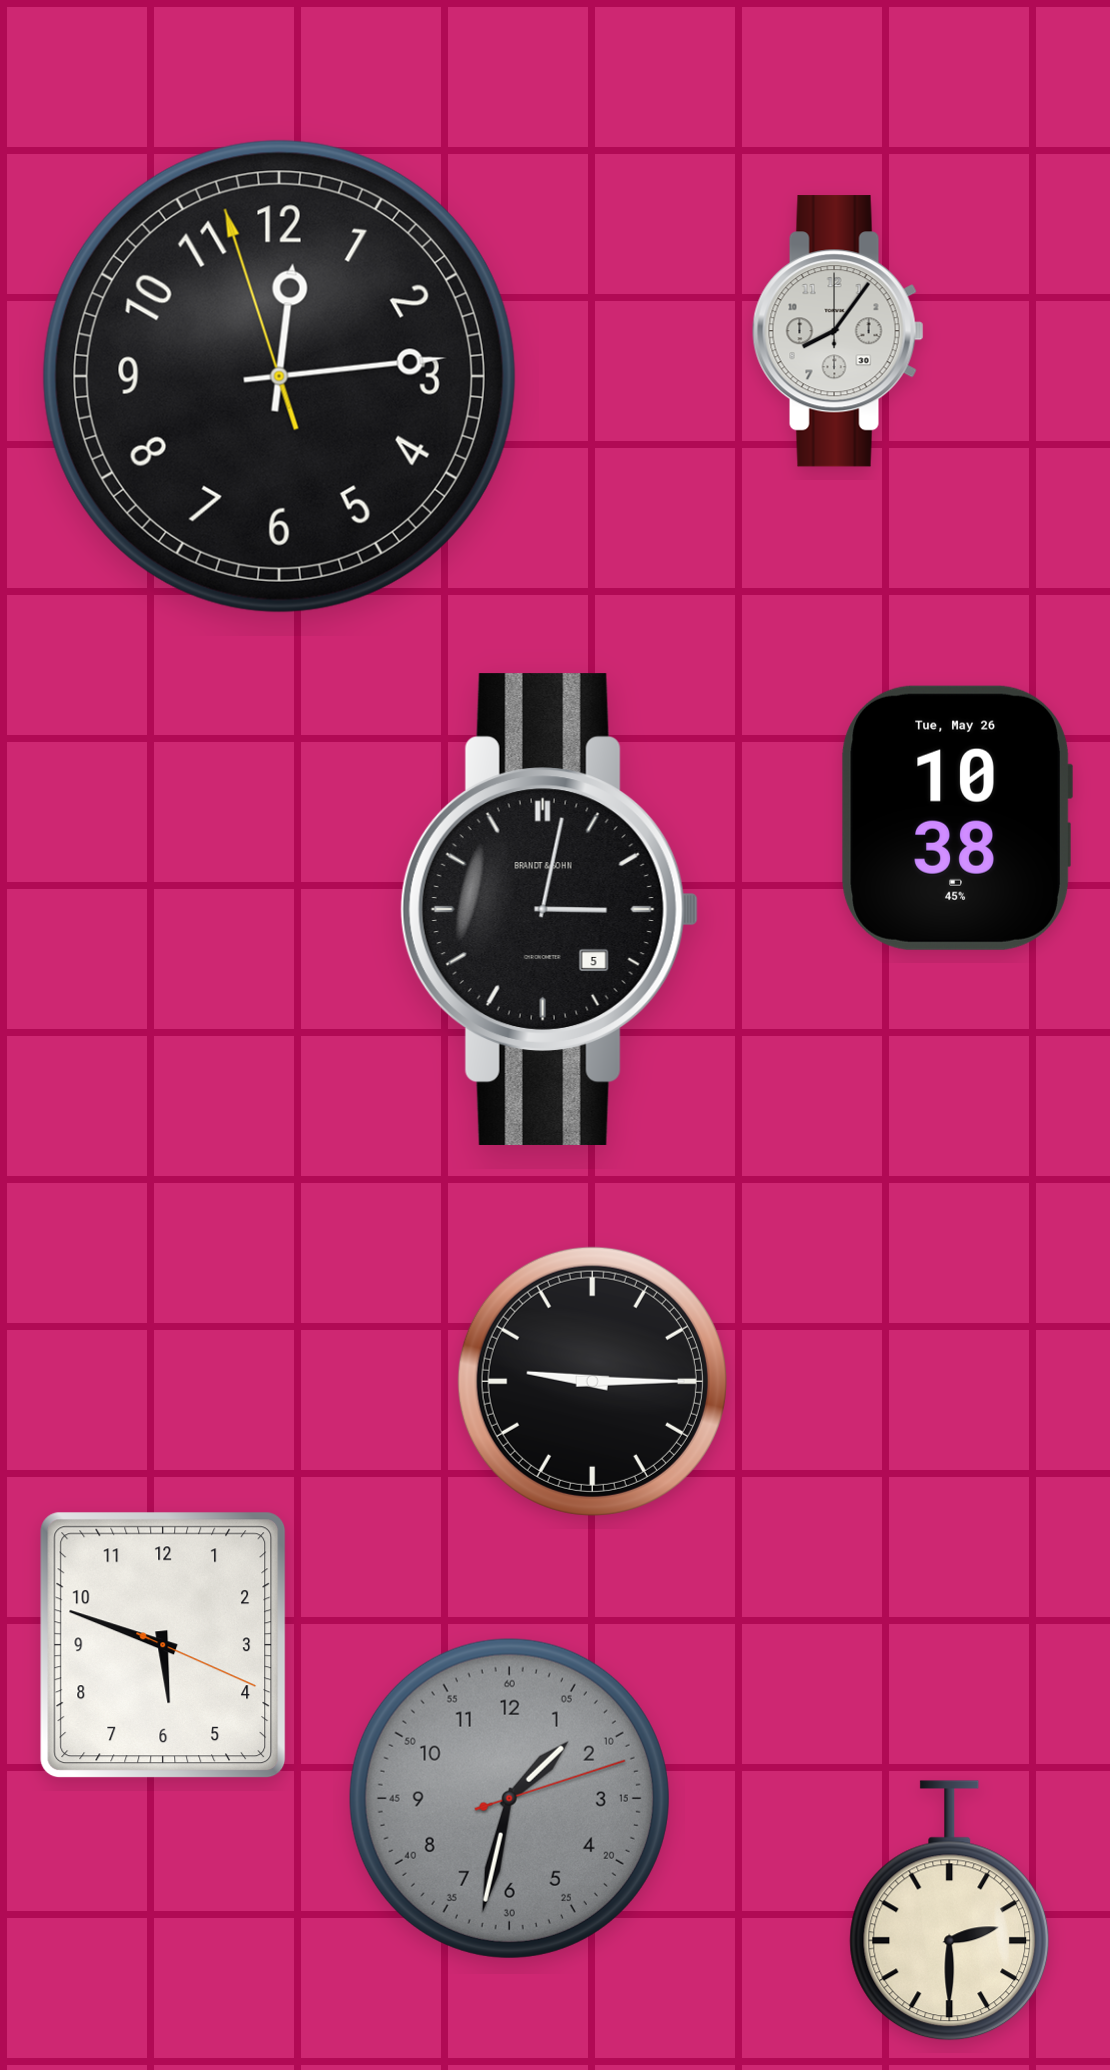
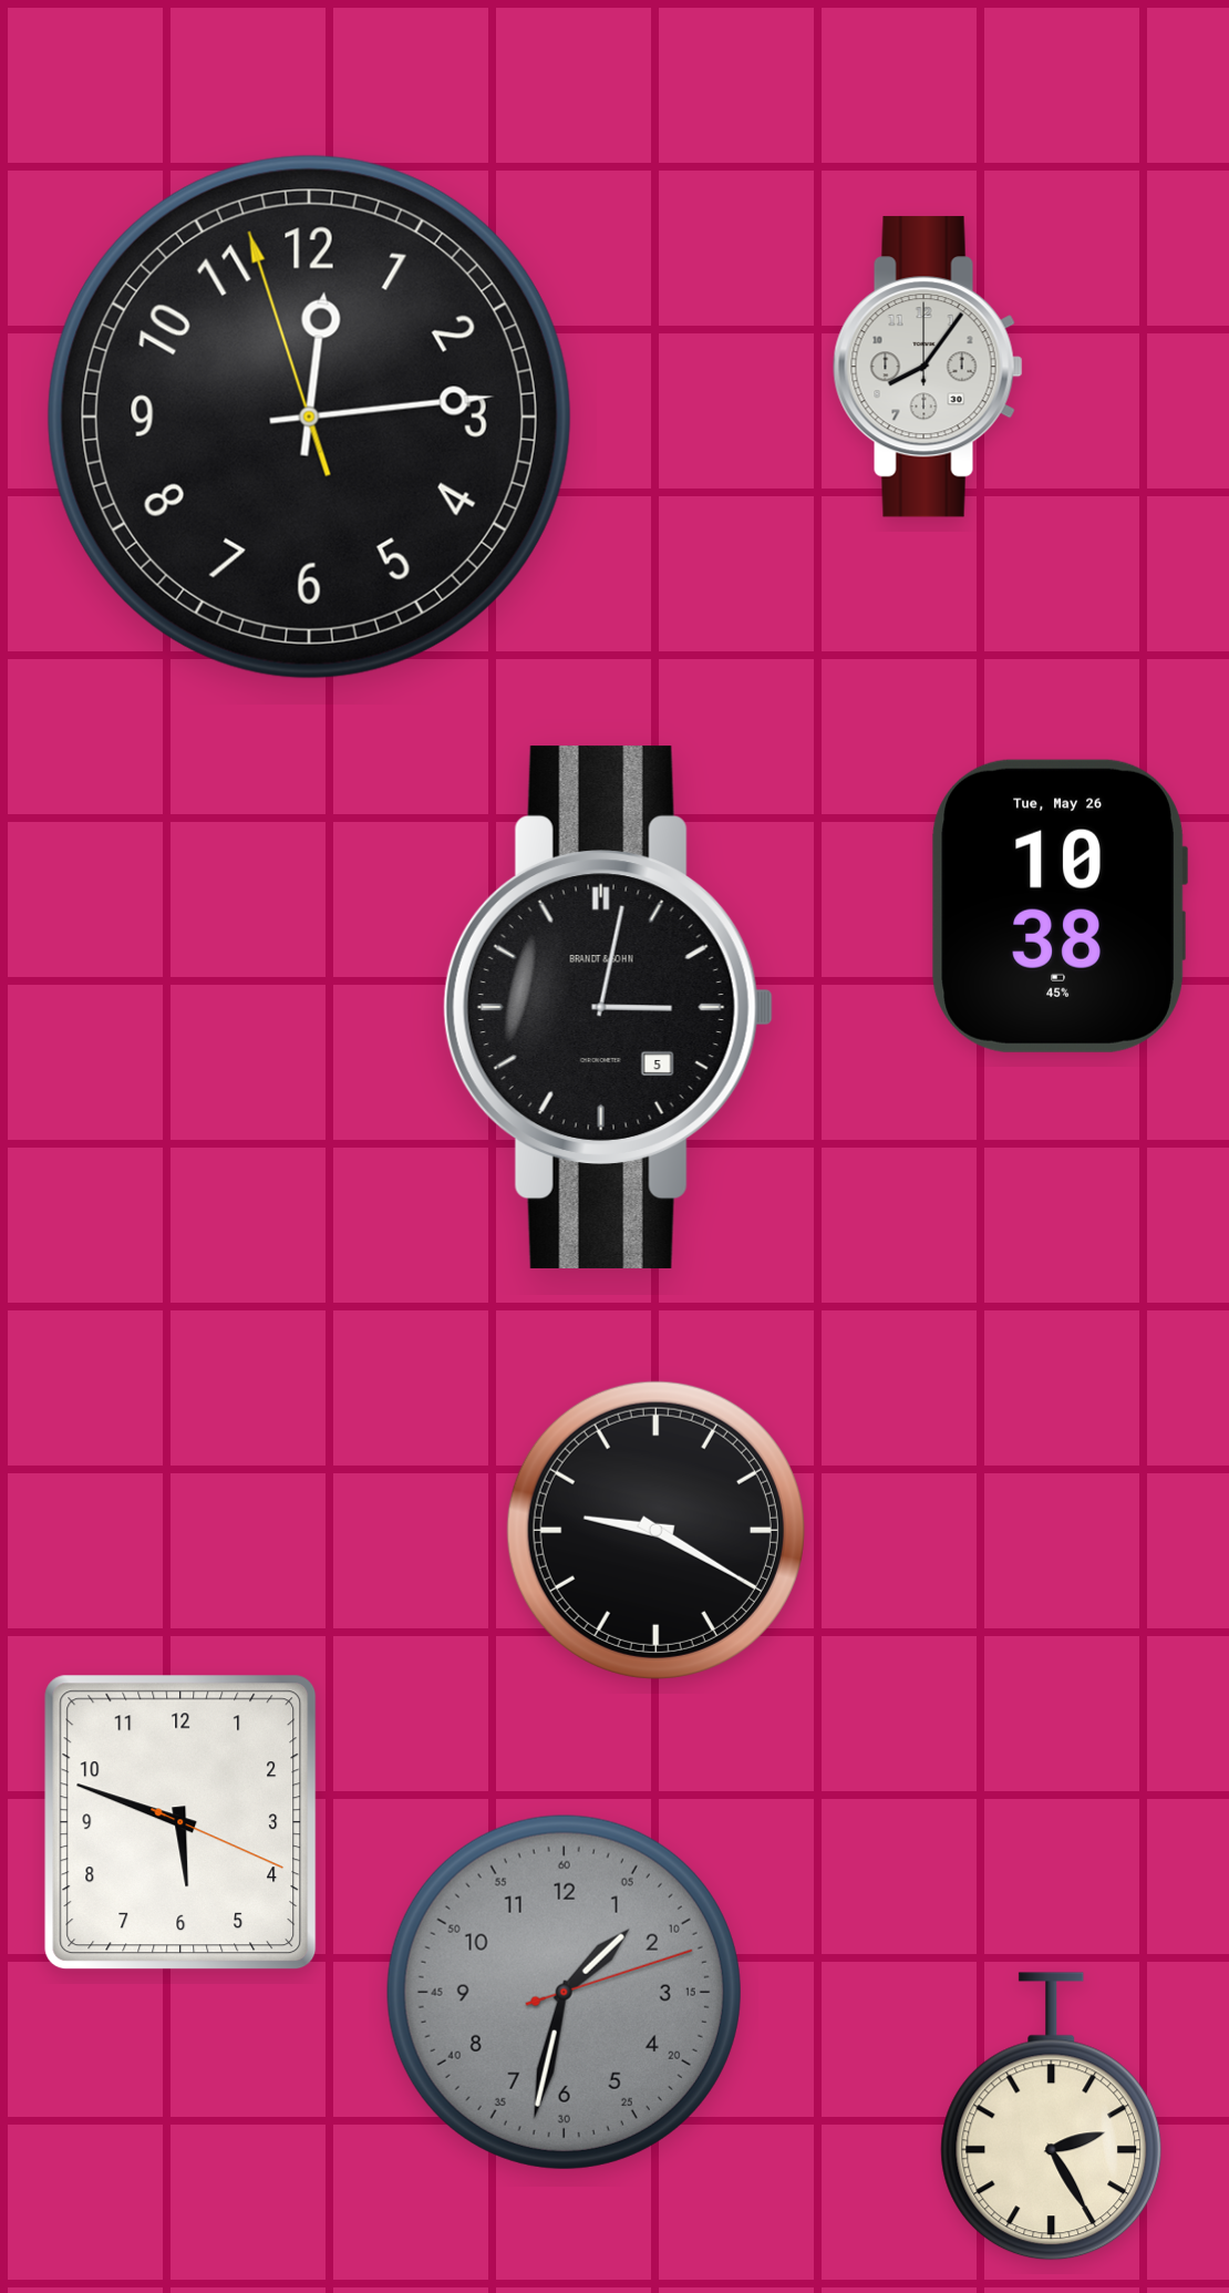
clock at (592, 1381): 9:15 -> 9:20
clock at (950, 1911): 2:30 -> 2:25
